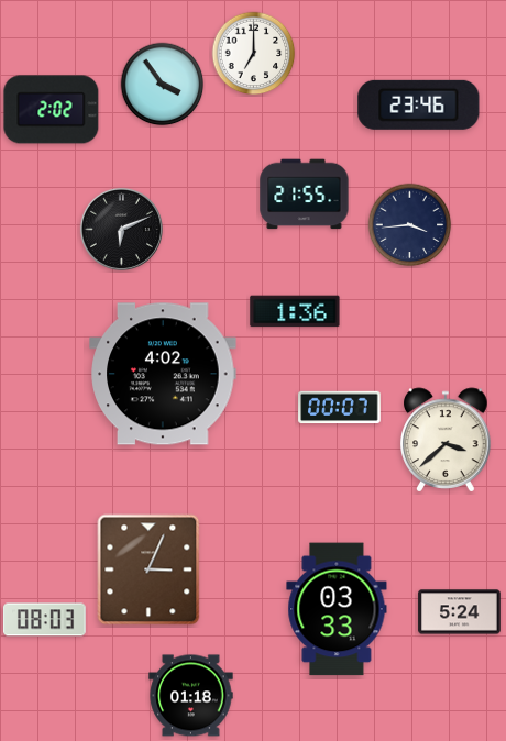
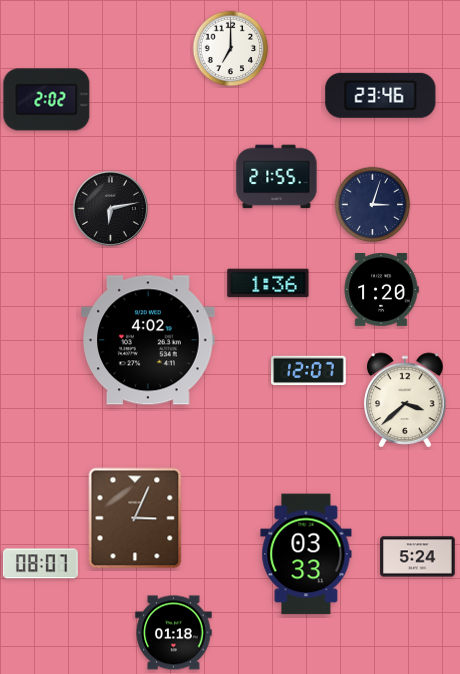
clock at (163, 85): 3:54 -> none
clock at (410, 225): 3:44 -> 3:03
clock at (121, 229): 6:11 -> 6:13
clock at (381, 290): none -> 1:20
clock at (340, 408): 00:07 -> 12:07
clock at (45, 620): 08:03 -> 08:07
